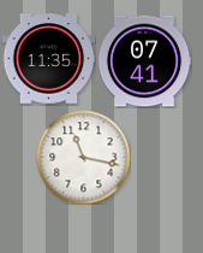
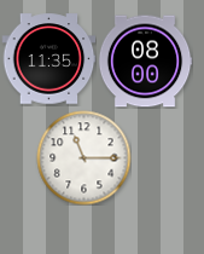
clock at (144, 61): 07:41 -> 08:00
clock at (83, 157): 11:17 -> 11:15
